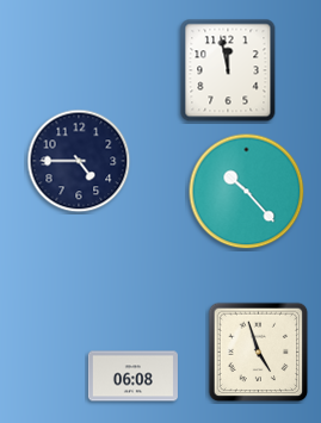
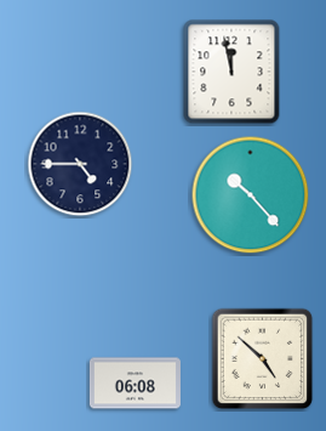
clock at (259, 353): 4:57 -> 4:52
